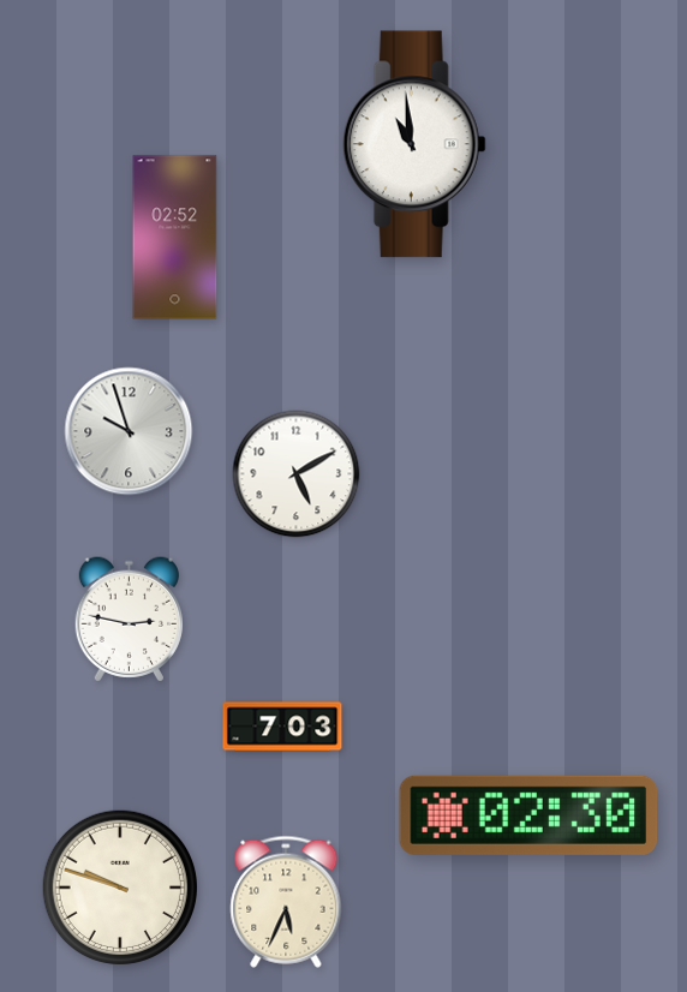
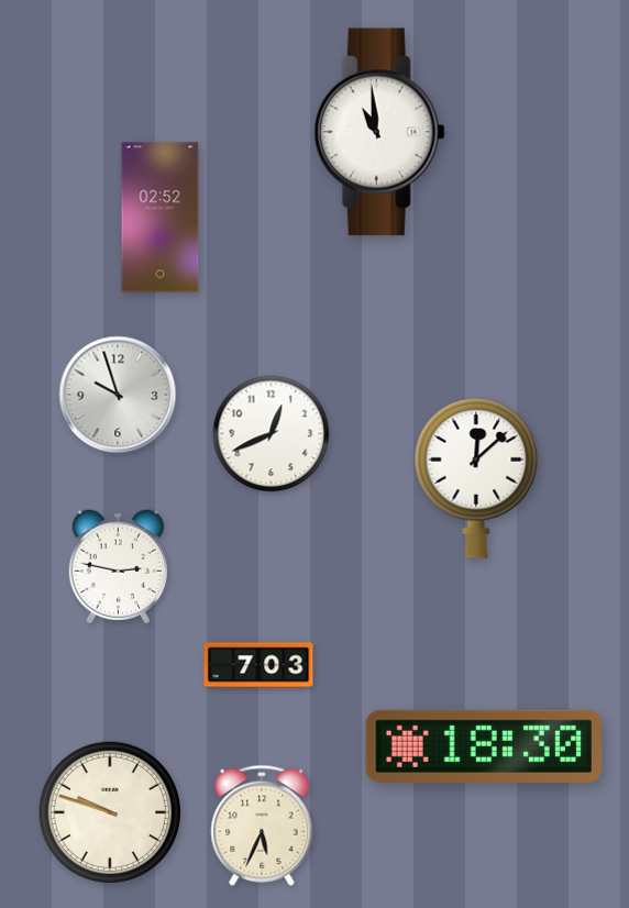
clock at (297, 474): 5:10 -> 12:41
clock at (476, 479): none -> 12:08
clock at (528, 815): 02:30 -> 18:30
